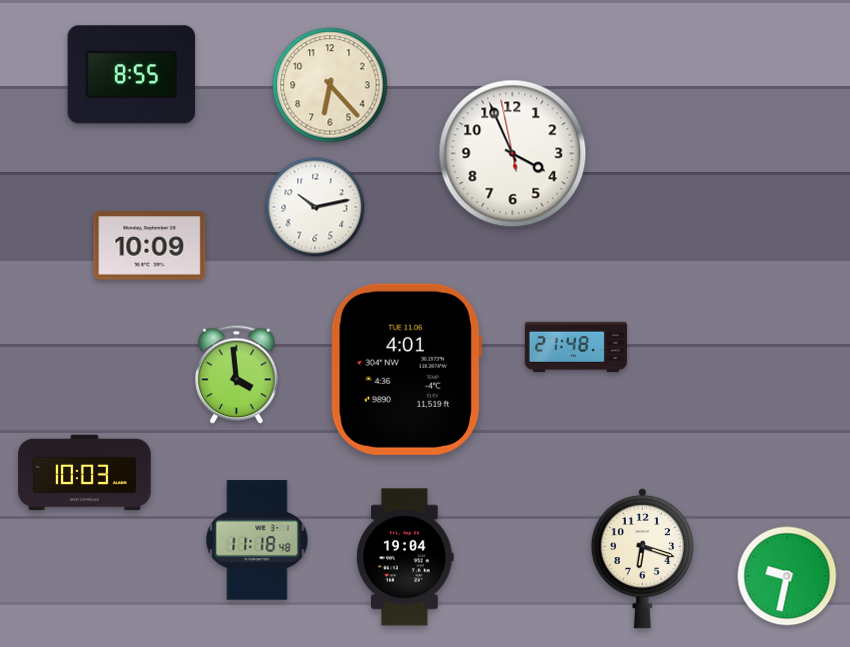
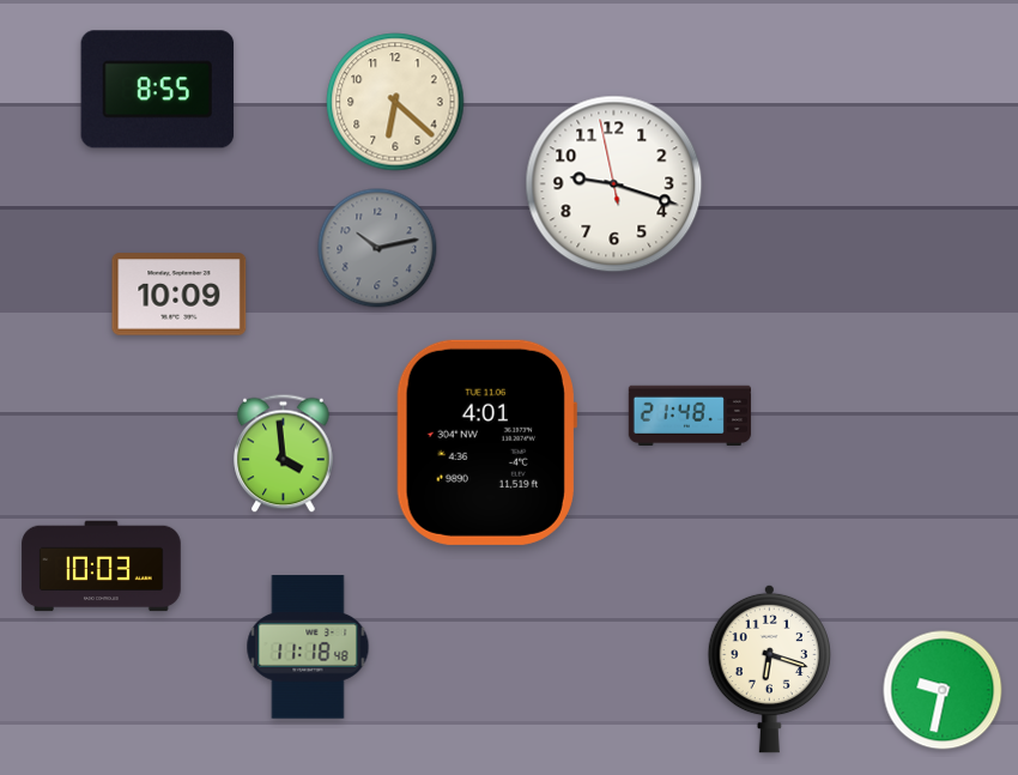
clock at (330, 85): 6:23 -> 6:22
clock at (513, 154): 3:55 -> 9:17
clock at (315, 207) dial: white -> grey
clock at (237, 375) position: (237, 375) -> (284, 454)
clock at (405, 557): 19:04 -> none
